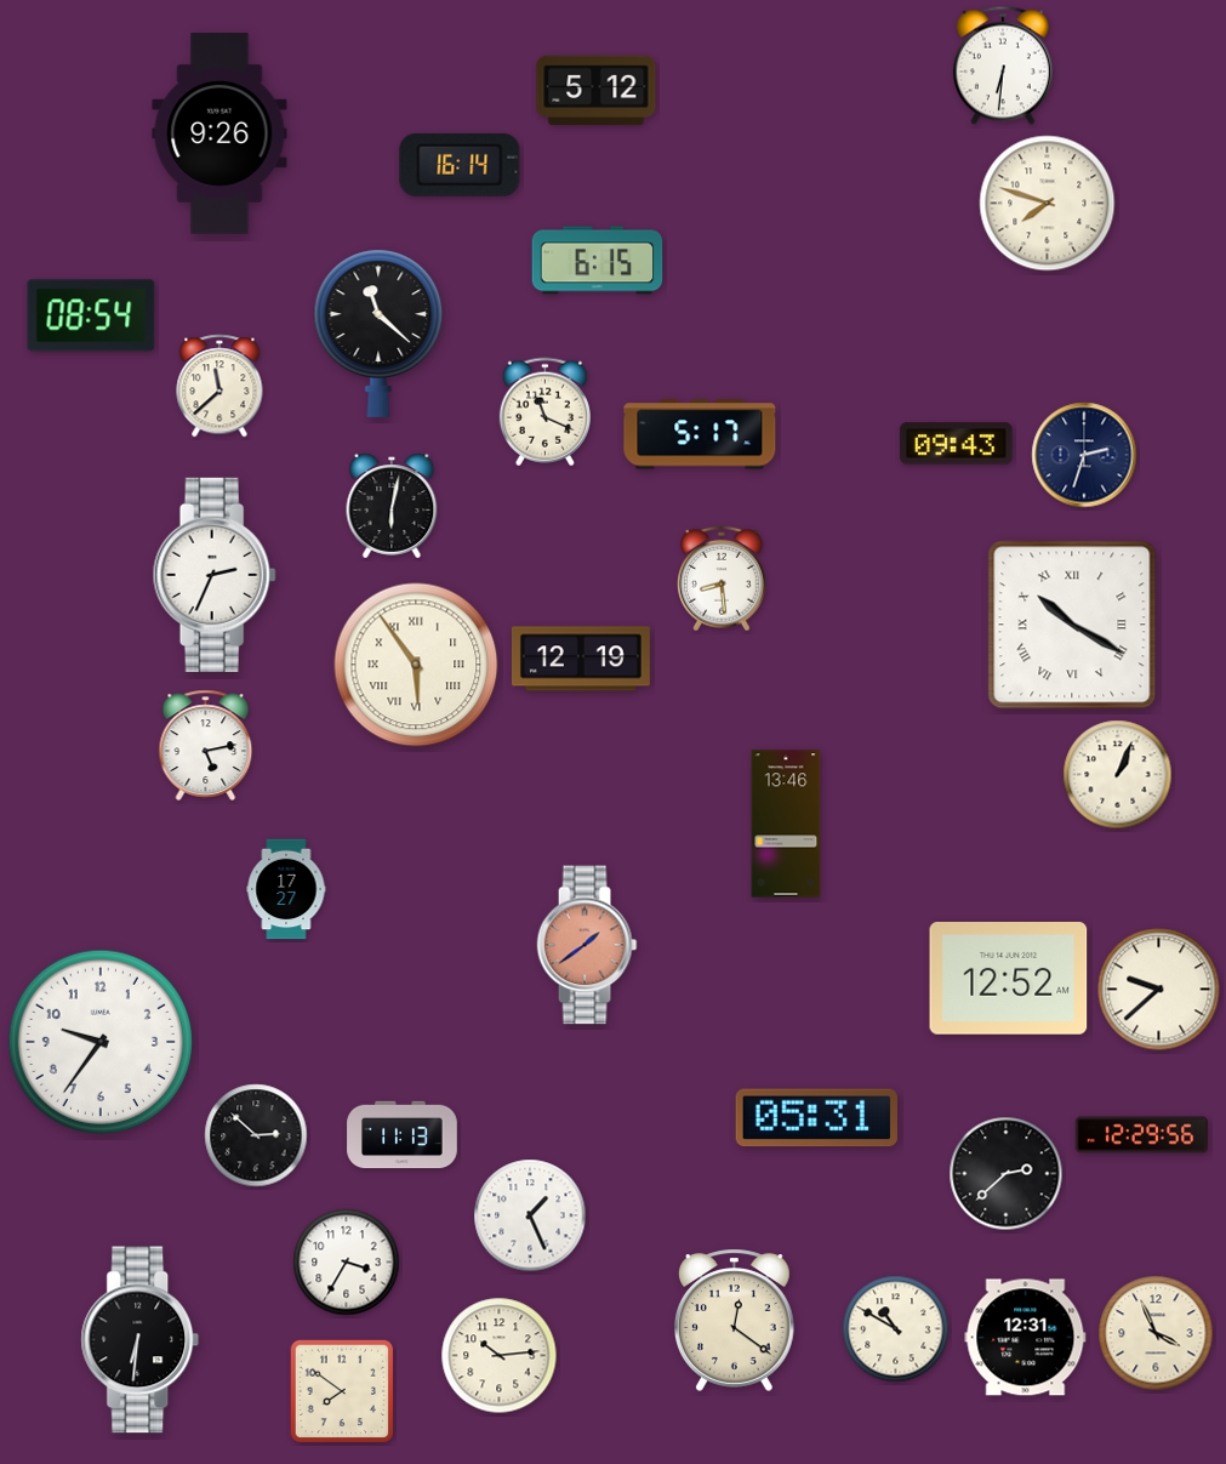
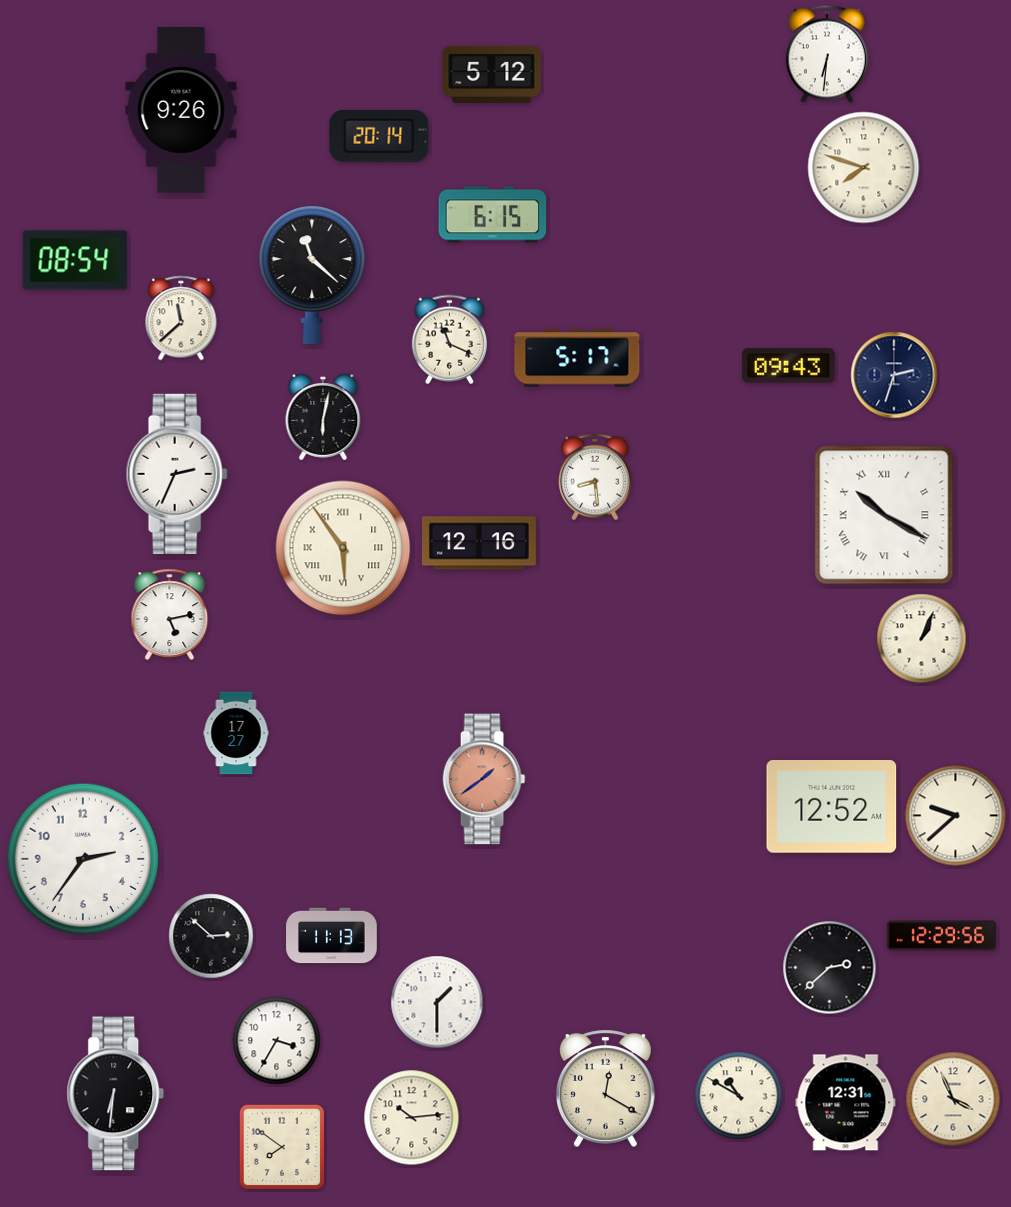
clock at (460, 165): 16:14 -> 20:14
clock at (581, 659): 12:19 -> 12:16
clock at (786, 824): 13:46 -> none
clock at (99, 1041): 9:36 -> 2:36
clock at (816, 1118): 05:31 -> none
clock at (530, 1215): 1:26 -> 1:30
clock at (347, 1263) position: (347, 1263) -> (277, 1041)
clock at (735, 1320): 12:21 -> 12:20
clock at (141, 1340) position: (141, 1340) -> (116, 1094)
